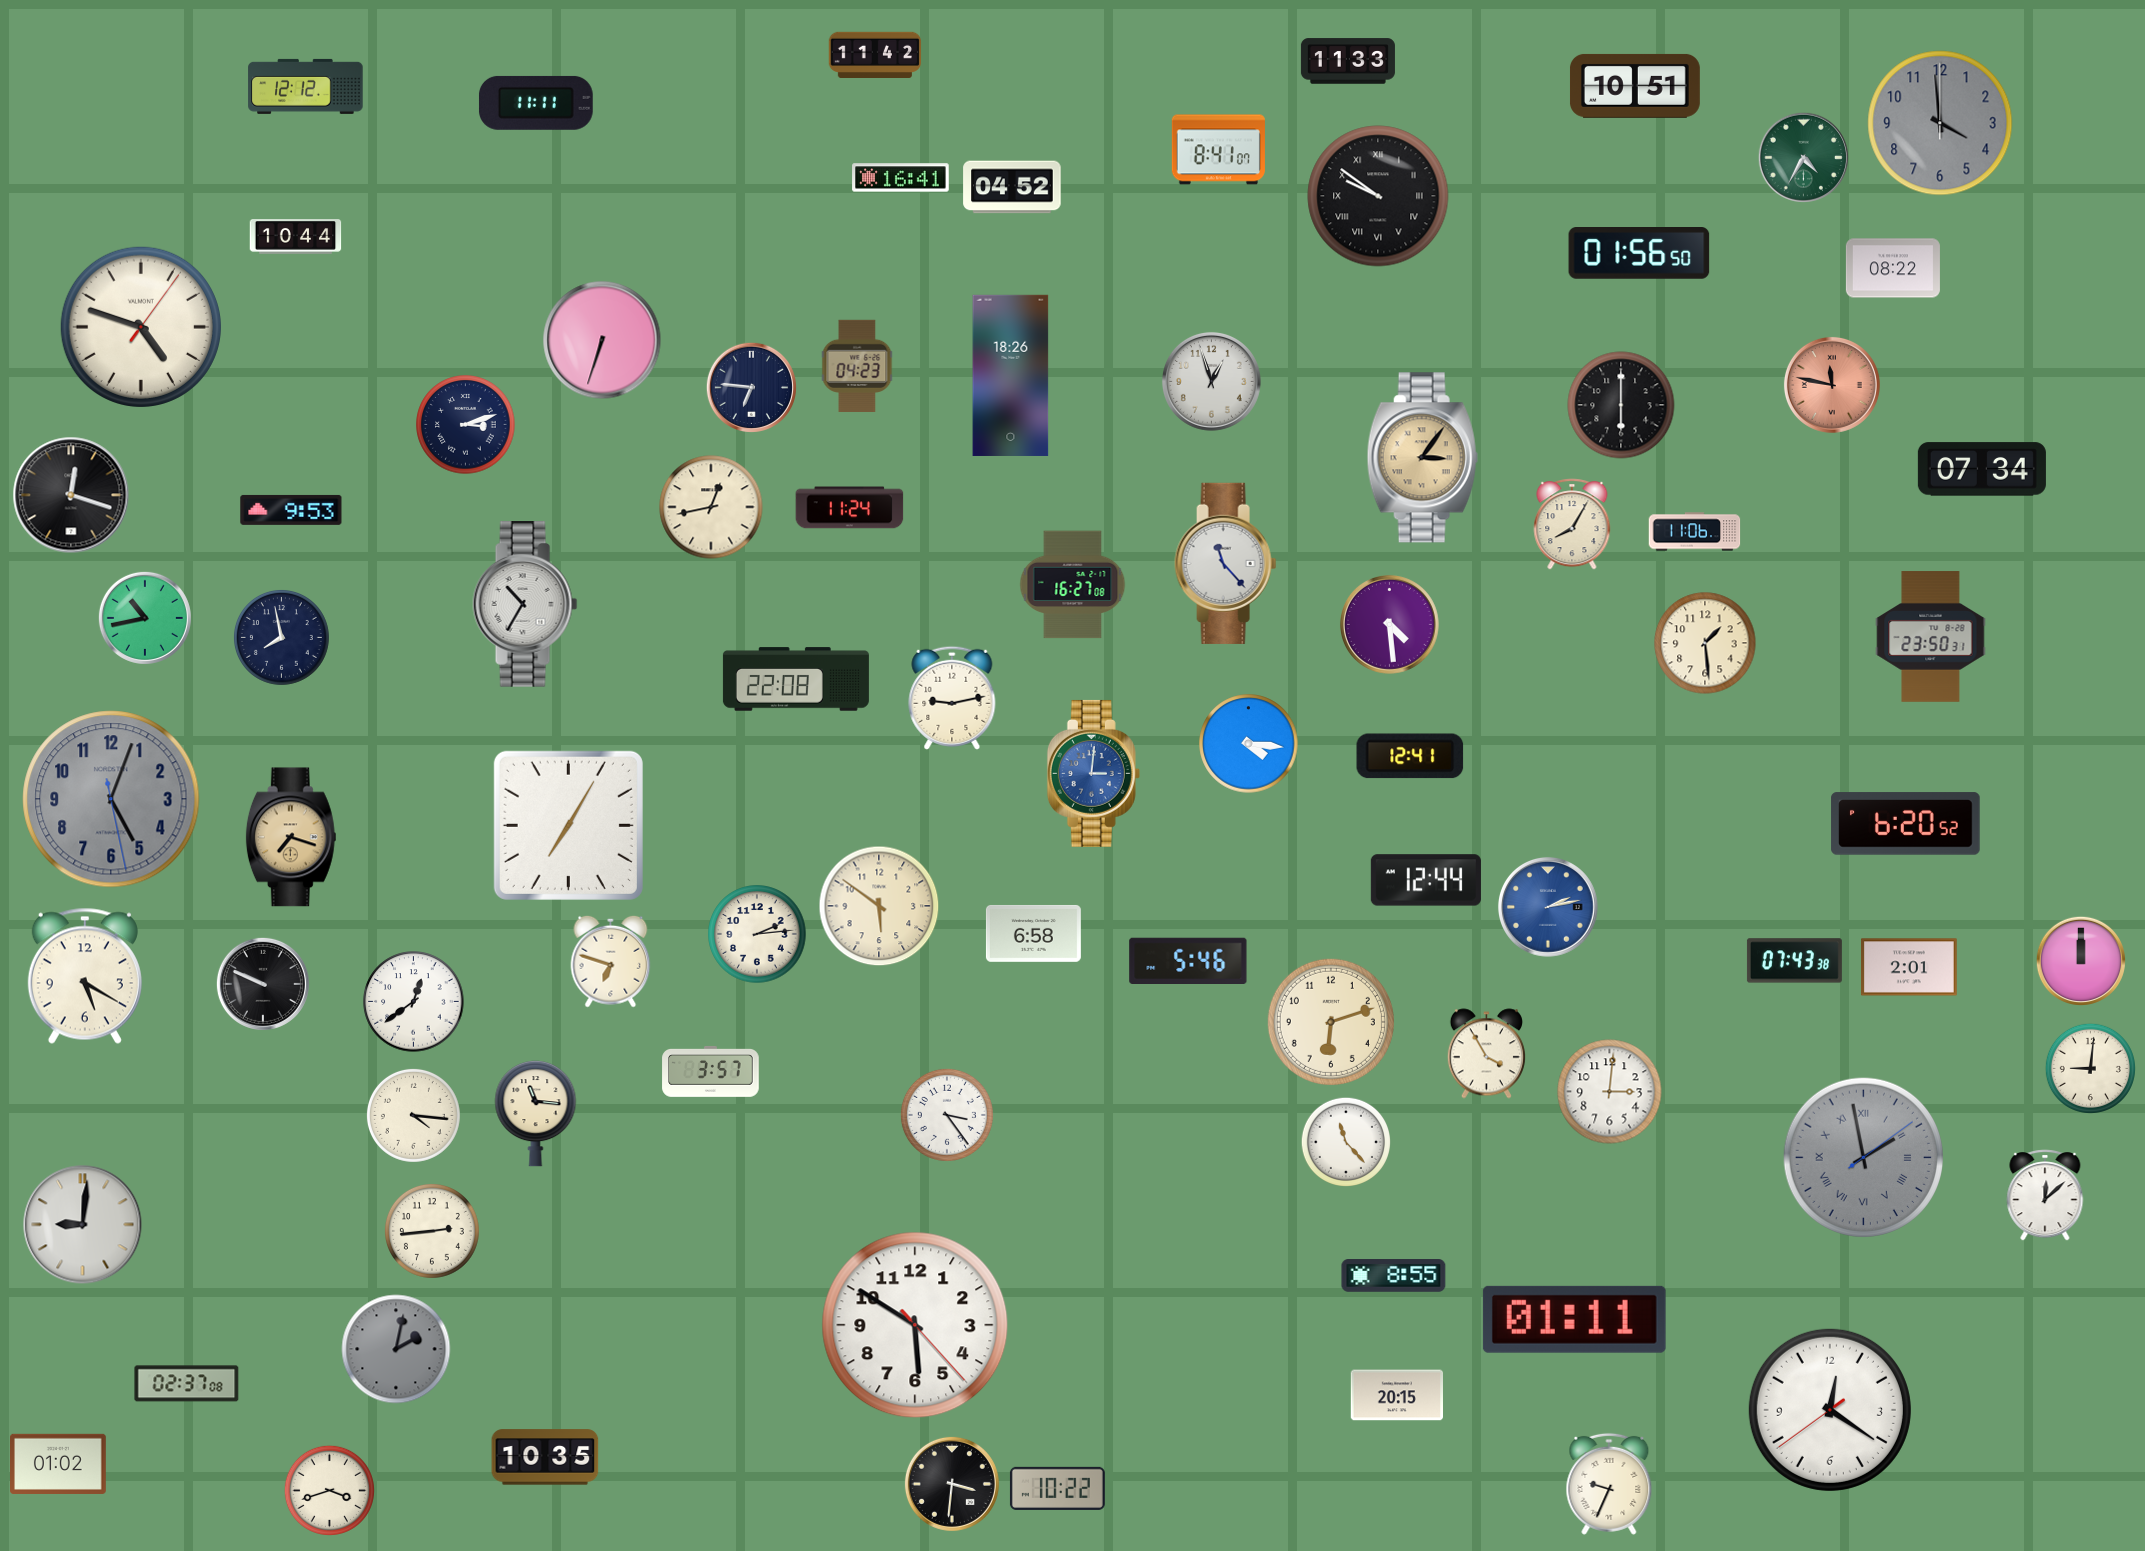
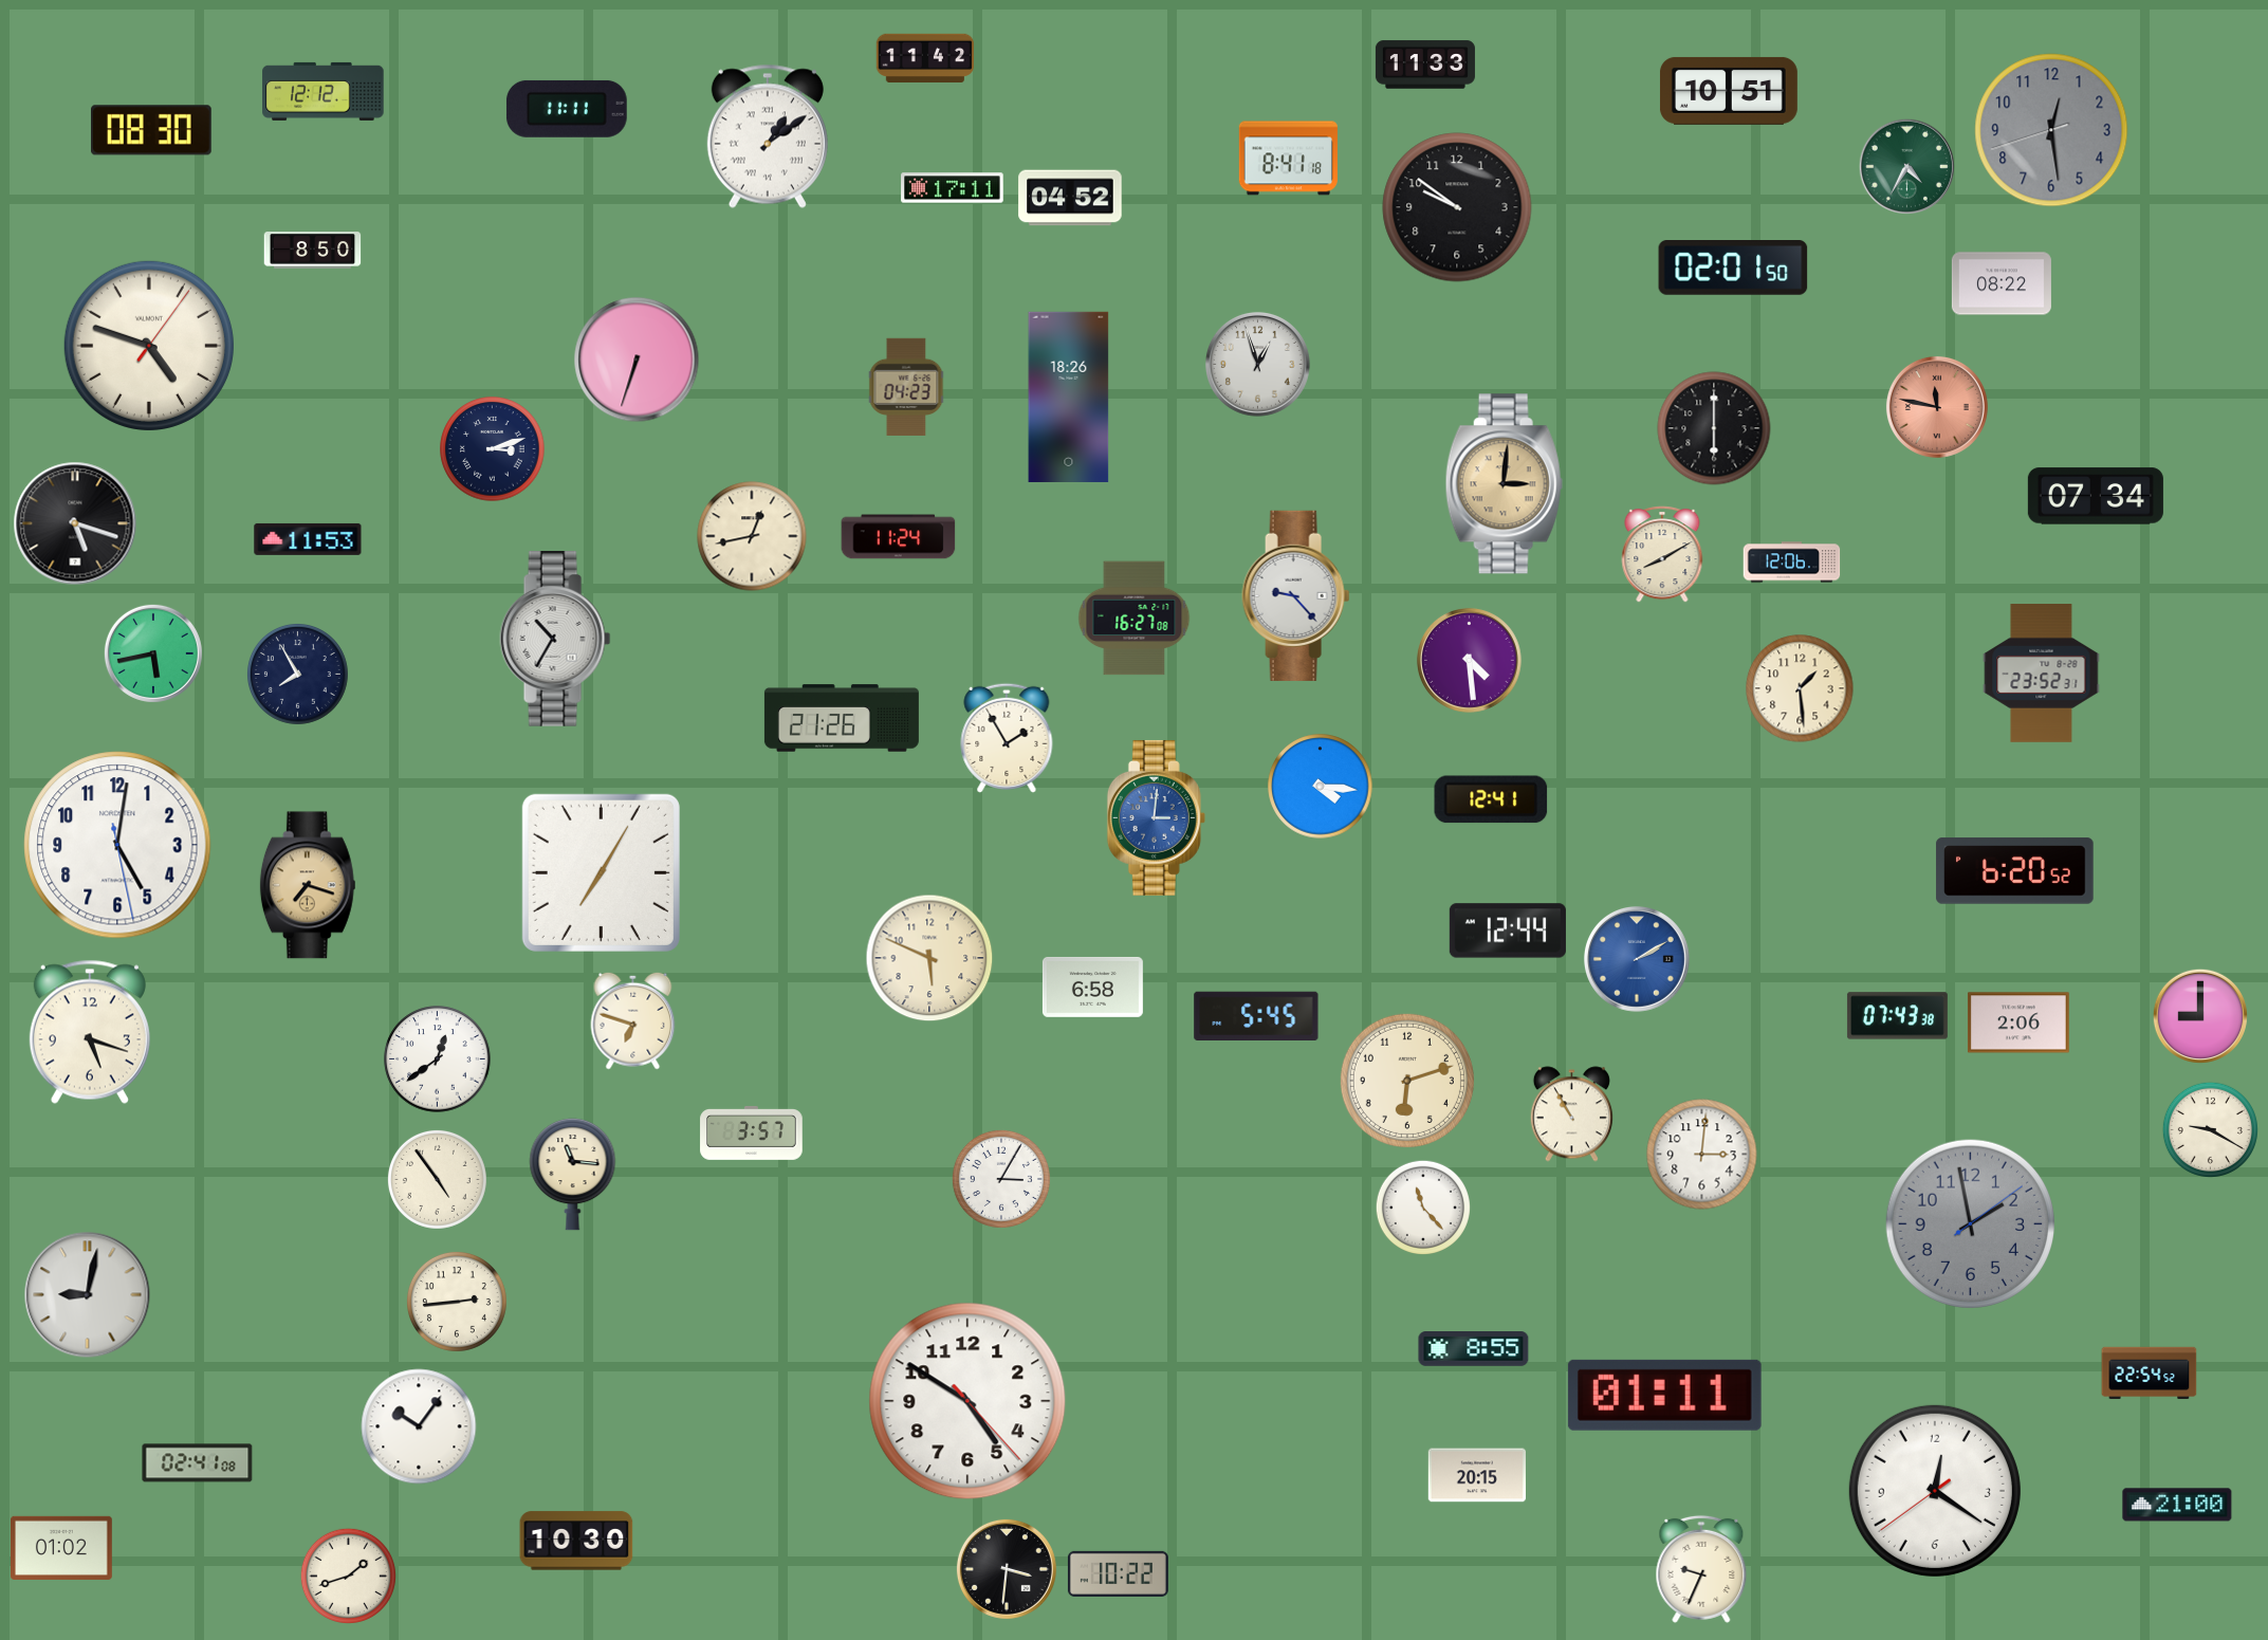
clock at (152, 130): none -> 08:30
clock at (1940, 123): 3:59 -> 12:28
clock at (768, 136): none -> 1:09
clock at (1218, 150): 8:41:07 -> 8:41:18
clock at (901, 178): 16:41 -> 17:11
clock at (1378, 196) numerals: Roman -> Arabic
clock at (296, 237): 10:44 -> 8:50
clock at (1639, 254): 01:56 -> 02:01
clock at (1211, 381) position: (1211, 381) -> (1257, 364)
clock at (751, 387): 6:46 -> none
clock at (1422, 458): 3:06 -> 3:01
clock at (71, 495): 12:18 -> 5:18
clock at (291, 510): 9:53 -> 11:53
clock at (1572, 524): 8:05 -> 8:10
clock at (1695, 532): 11:06 -> 12:06
clock at (1226, 563): 11:23 -> 9:23
clock at (145, 618): 10:43 -> 5:43
clock at (1931, 637): 23:50 -> 23:52
clock at (282, 638): 7:58 -> 7:55
clock at (1705, 643) position: (1705, 643) -> (1800, 688)
clock at (796, 679): 22:08 -> 21:26
clock at (952, 698): 9:13 -> 1:55
clock at (111, 799): 5:03 -> 5:01
clock at (111, 799) dial: grey -> white
clock at (879, 906): 5:51 -> 5:49
clock at (1548, 907): 2:13 -> 2:10
clock at (757, 934): 2:14 -> none
clock at (1188, 960): 5:46 -> 5:45
clock at (611, 961) position: (611, 961) -> (633, 1020)
clock at (2081, 961): 12:00 -> 9:00
clock at (1909, 967): 2:01 -> 2:06
clock at (85, 976): 5:20 -> 5:18
clock at (263, 984): 9:49 -> none
clock at (1486, 1054): 3:55 -> 10:55
clock at (2090, 1068): 9:01 -> 9:20
clock at (536, 1114) position: (536, 1114) -> (573, 1175)
clock at (413, 1115): 4:16 -> 4:54
clock at (947, 1115): 3:24 -> 3:05
clock at (1863, 1157) numerals: Roman -> Arabic
clock at (2045, 1195): 12:08 -> none
clock at (83, 1225): 9:01 -> 9:02
clock at (2150, 1374): none -> 22:54
clock at (915, 1325): 5:50 -> 4:50
clock at (396, 1349): 2:02 -> 10:06
clock at (396, 1349) dial: grey -> white
clock at (187, 1384): 02:37 -> 02:41
clock at (2177, 1505): none -> 21:00
clock at (545, 1457): 10:35 -> 10:30
clock at (329, 1490): 3:42 -> 1:42
